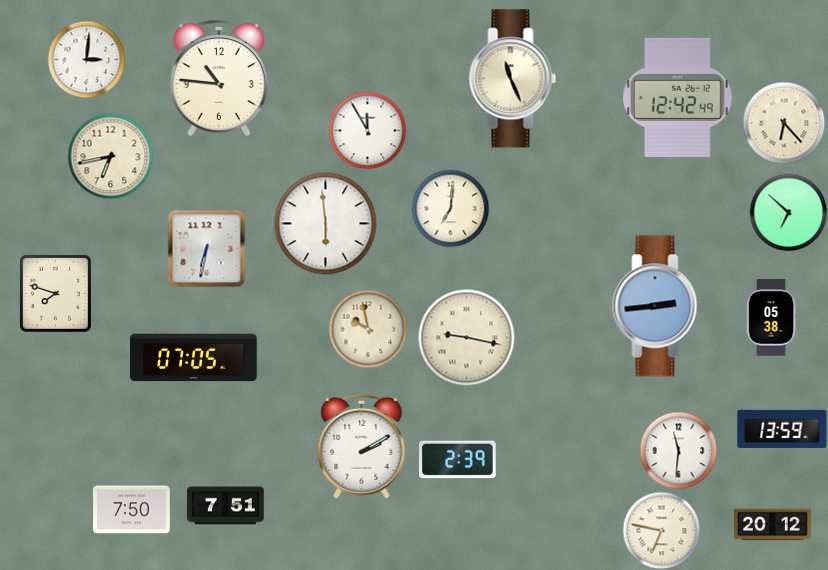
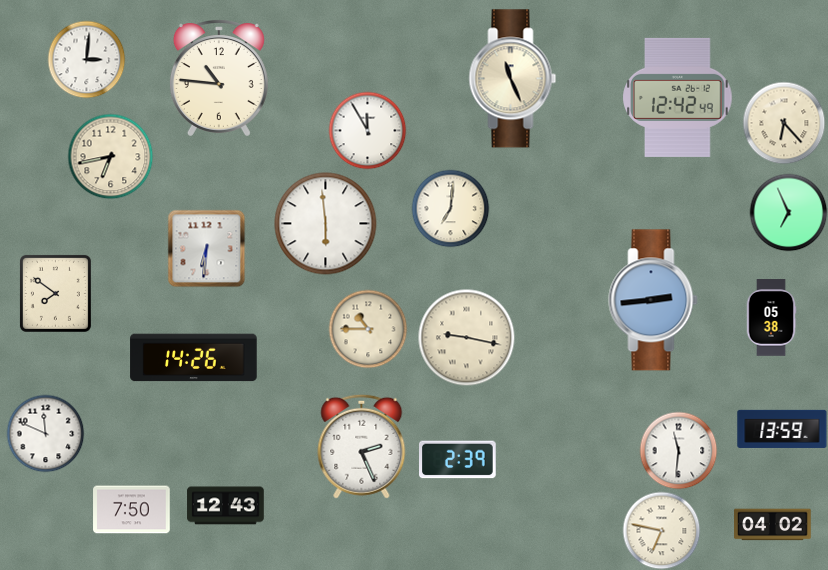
clock at (788, 212): 6:52 -> 6:56
clock at (206, 248): 6:32 -> 6:31
clock at (55, 293): 7:48 -> 7:51
clock at (657, 306) position: (657, 306) -> (653, 300)
clock at (368, 329): 9:58 -> 10:45
clock at (194, 358): 07:05 -> 14:26
clock at (45, 433): none -> 11:49
clock at (362, 446): 2:10 -> 2:26
clock at (226, 506): 7:51 -> 12:43
clock at (773, 525): 20:12 -> 04:02
